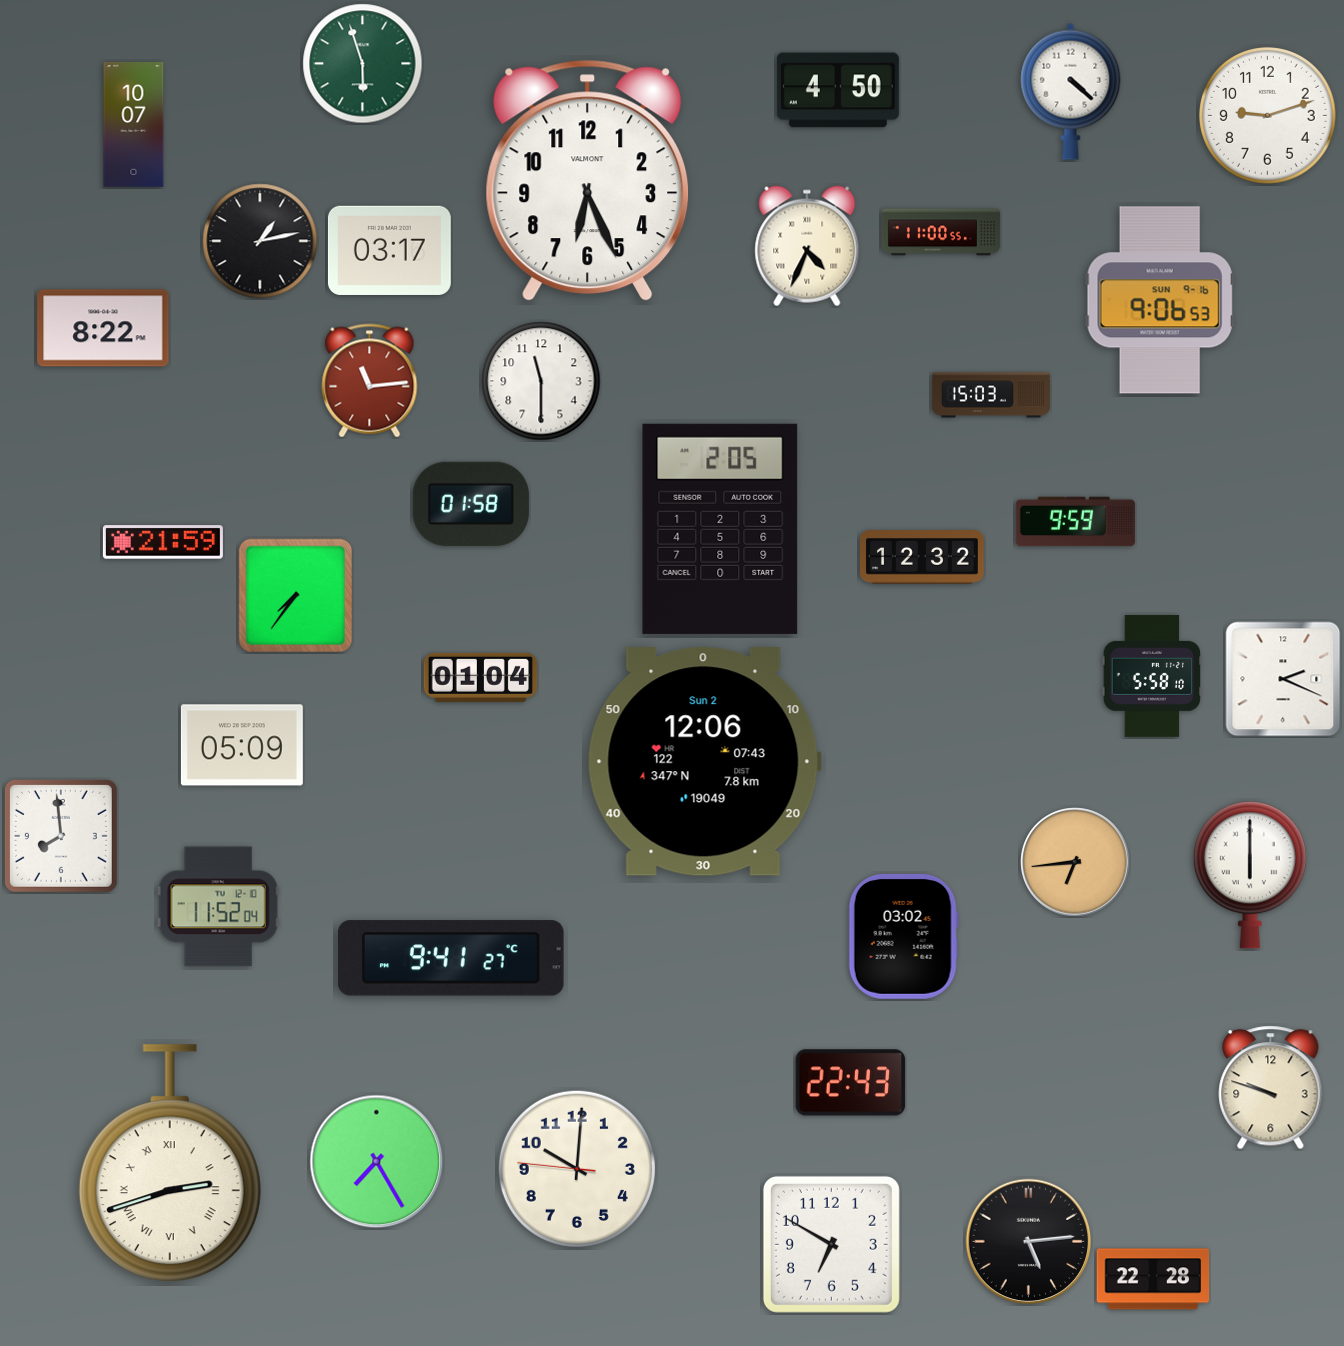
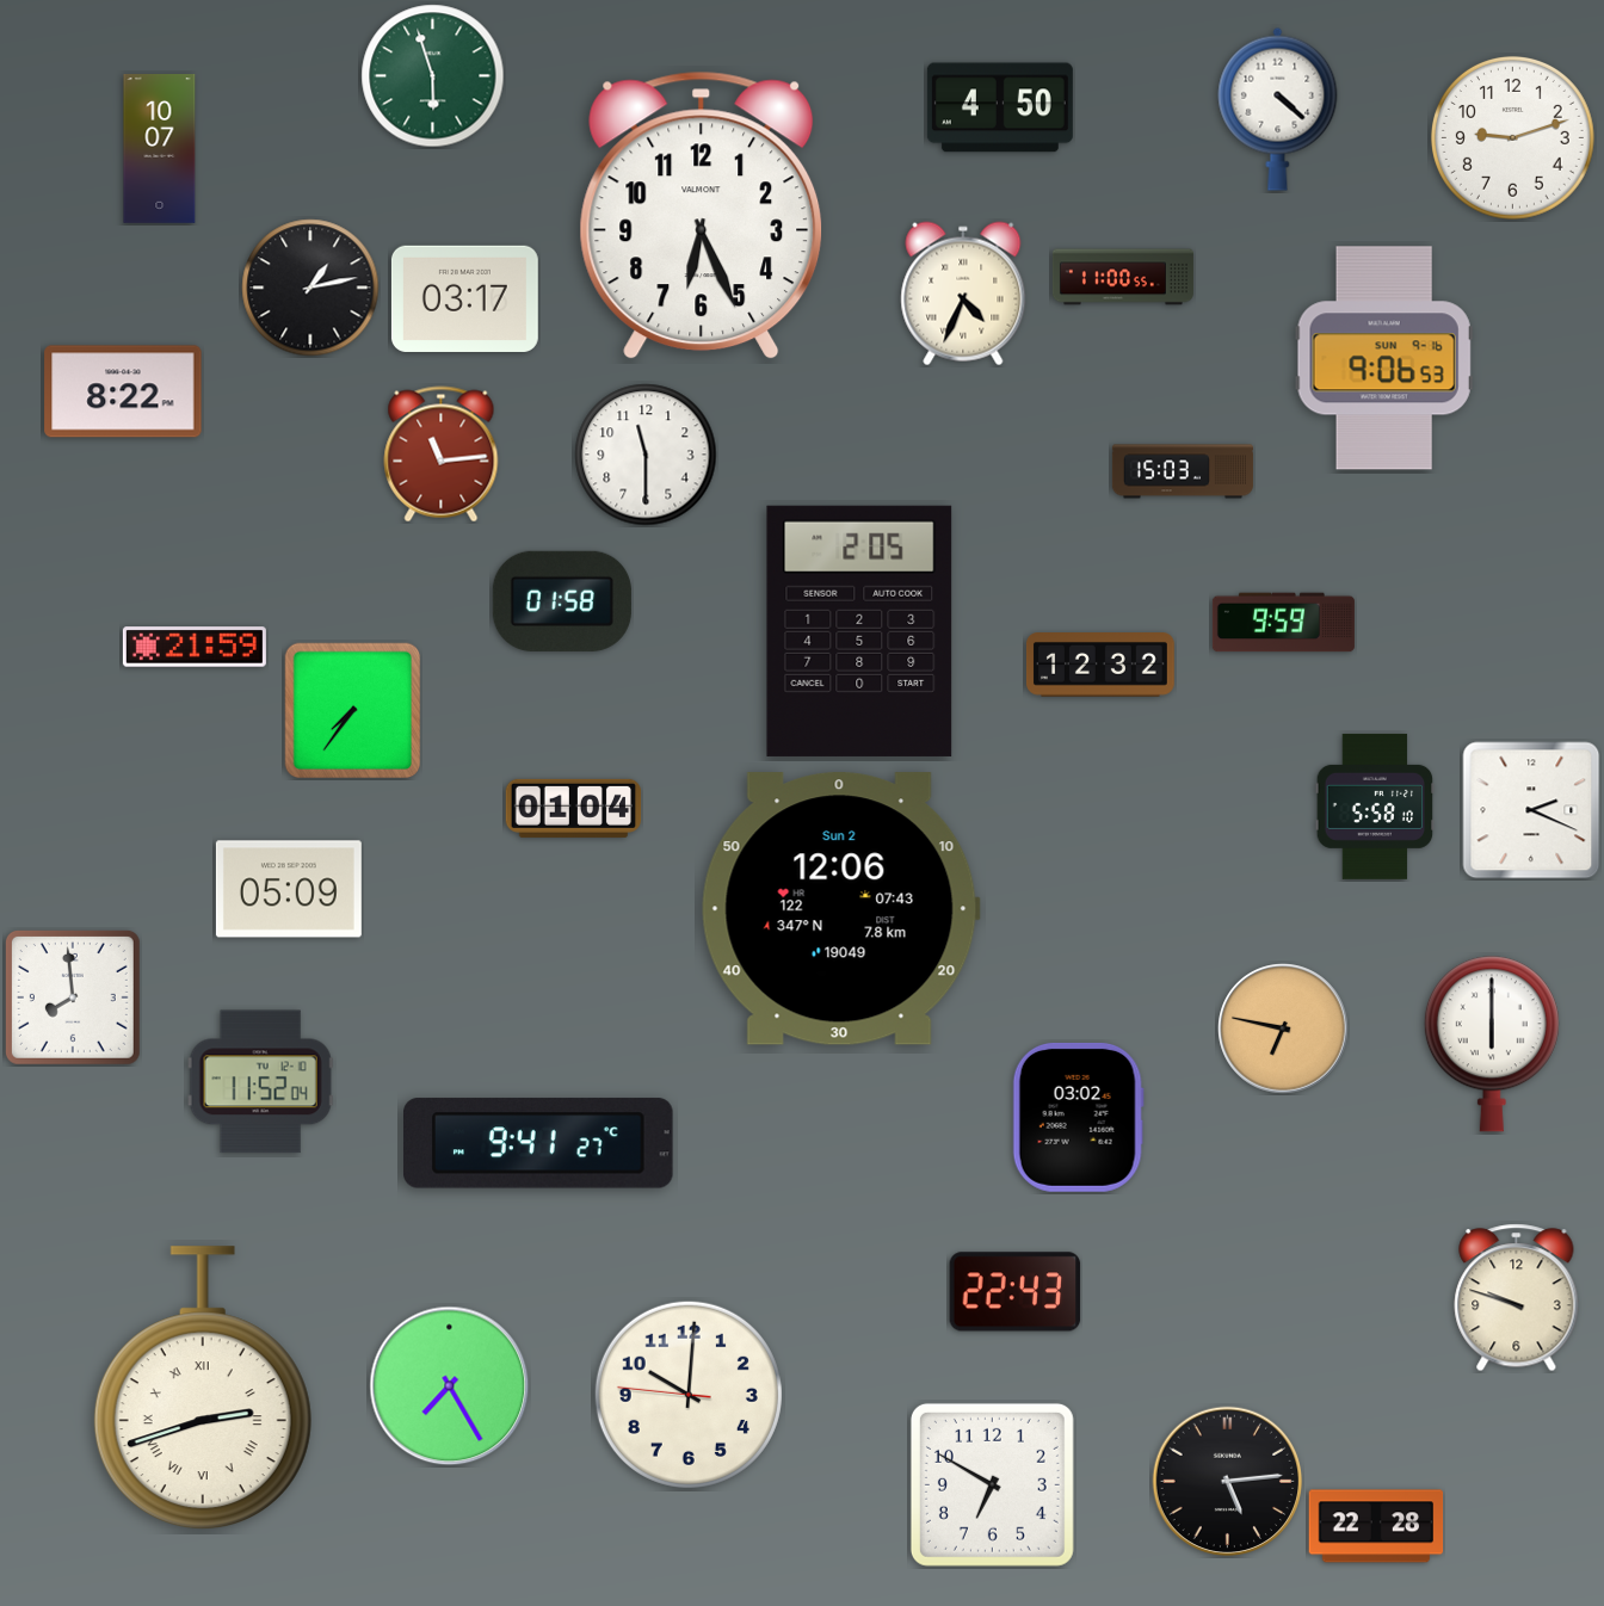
clock at (1075, 862): 6:44 -> 6:47
